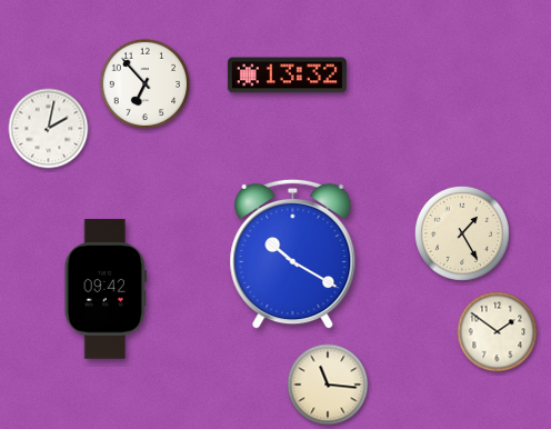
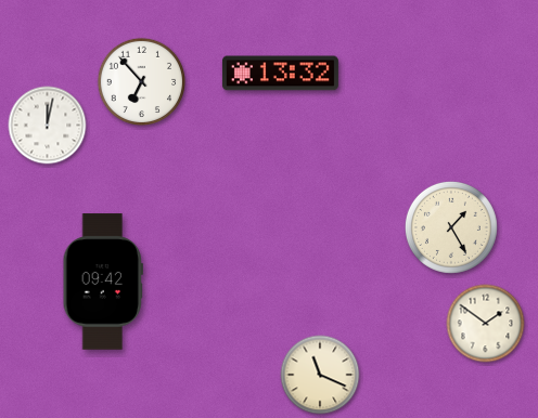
clock at (49, 129): 2:02 -> 12:02
clock at (293, 255): 10:20 -> none
clock at (328, 385): 11:16 -> 11:19
